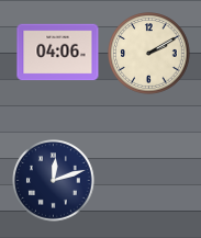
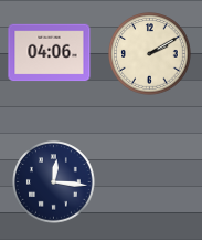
clock at (58, 53) position: (58, 53) -> (50, 53)
clock at (54, 181): 12:12 -> 12:16
